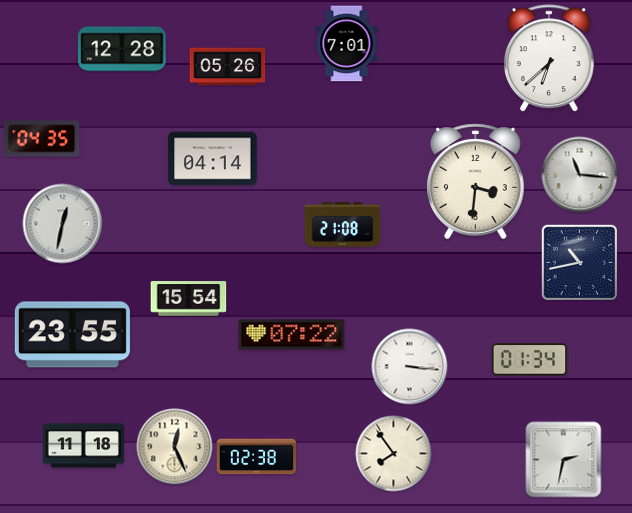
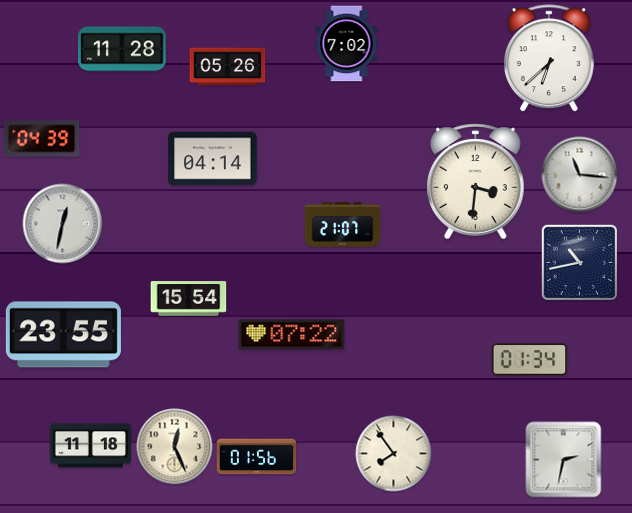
clock at (347, 44): 7:01 -> 7:02
clock at (122, 49): 12:28 -> 11:28
clock at (42, 139): 04:35 -> 04:39
clock at (343, 225): 21:08 -> 21:07
clock at (72, 335) position: (72, 335) -> (63, 335)
clock at (410, 367): 3:16 -> none
clock at (83, 446) position: (83, 446) -> (90, 446)
clock at (257, 457): 02:38 -> 01:56
